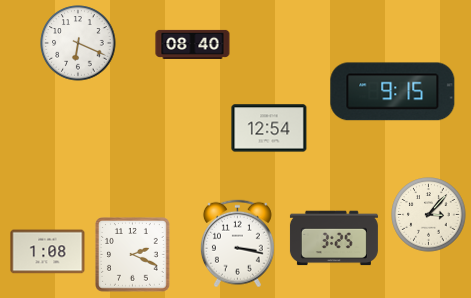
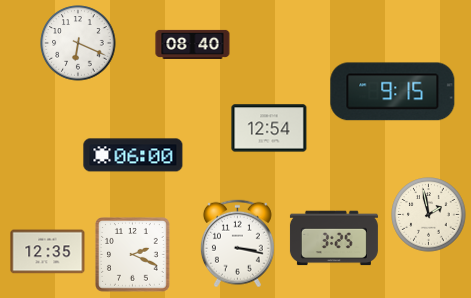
clock at (133, 155): none -> 06:00
clock at (429, 215): 3:07 -> 1:58
clock at (48, 252): 1:08 -> 12:35
